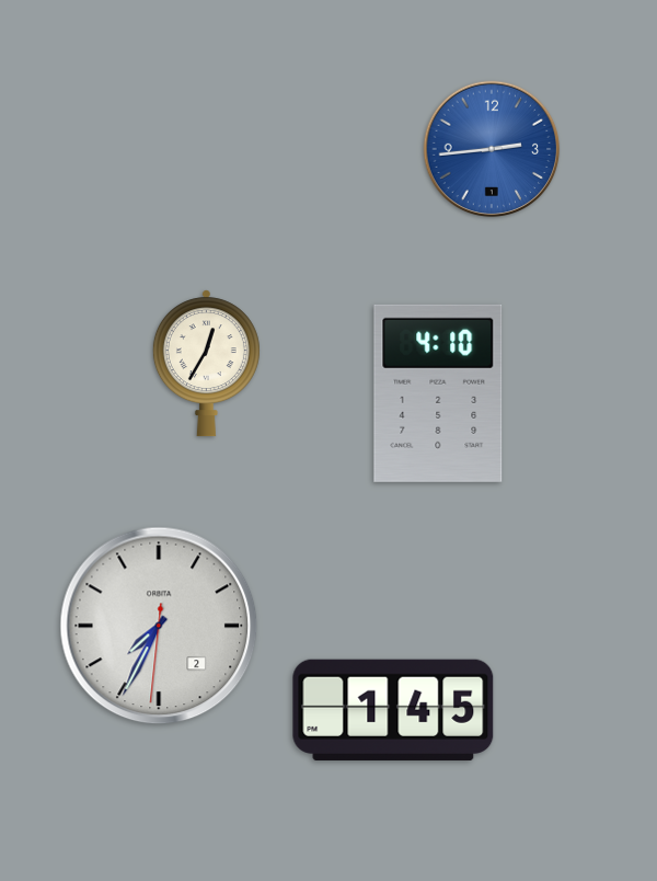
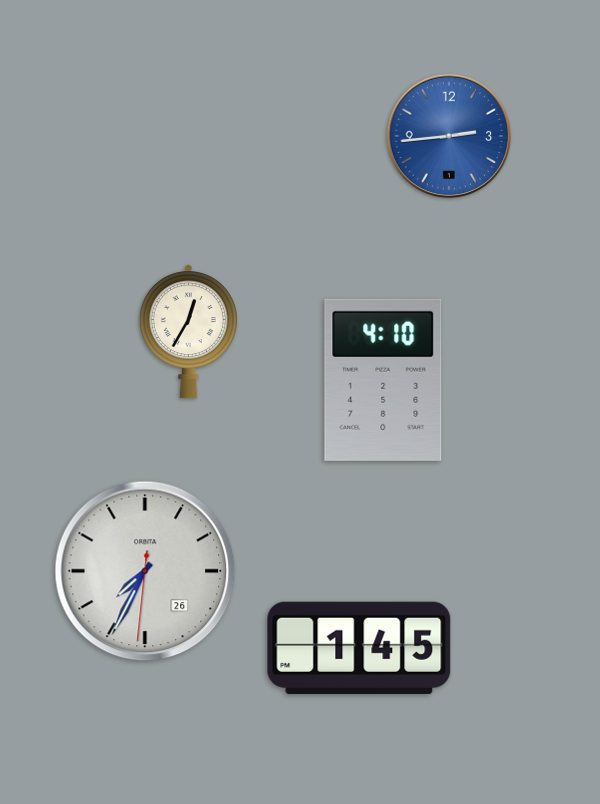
clock at (438, 393) position: (438, 393) -> (383, 380)
clock at (159, 626) date: 2 -> 26
